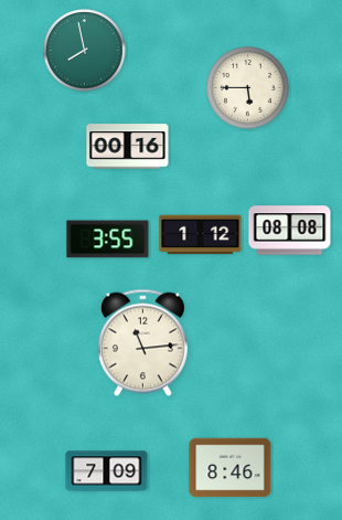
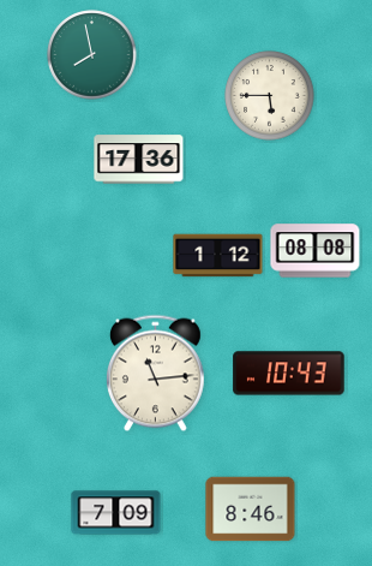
clock at (128, 147): 00:16 -> 17:36
clock at (108, 240): 3:55 -> none
clock at (289, 374): none -> 10:43
